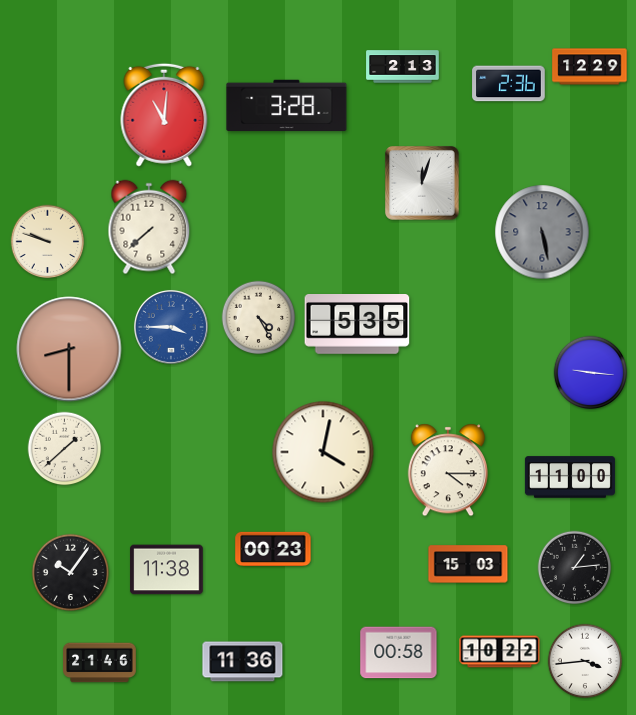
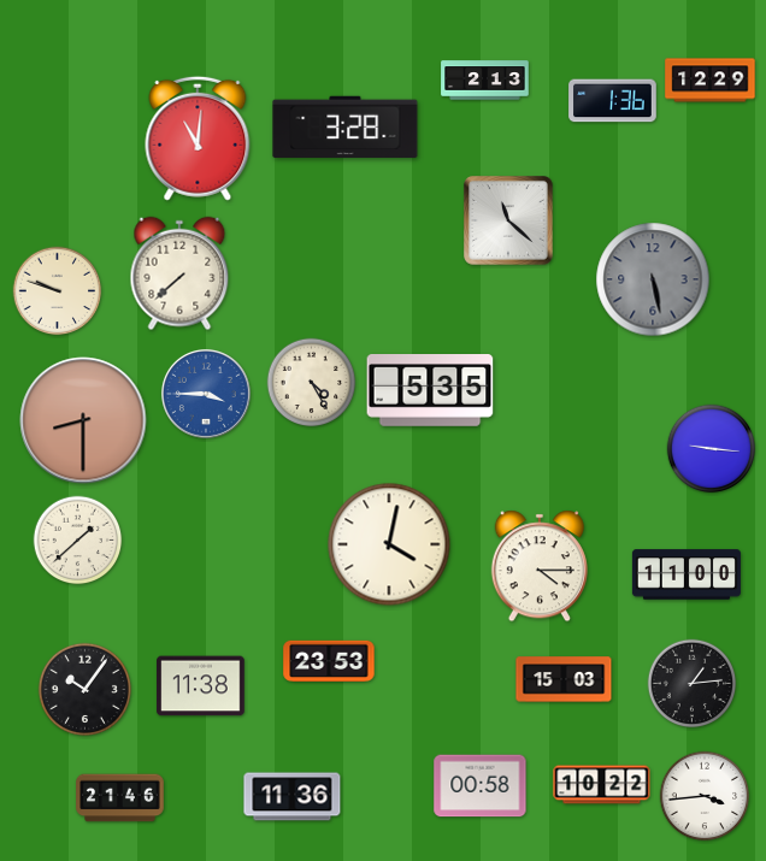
clock at (509, 84): 2:36 -> 1:36
clock at (423, 184): 12:03 -> 11:22
clock at (273, 548): 00:23 -> 23:53
